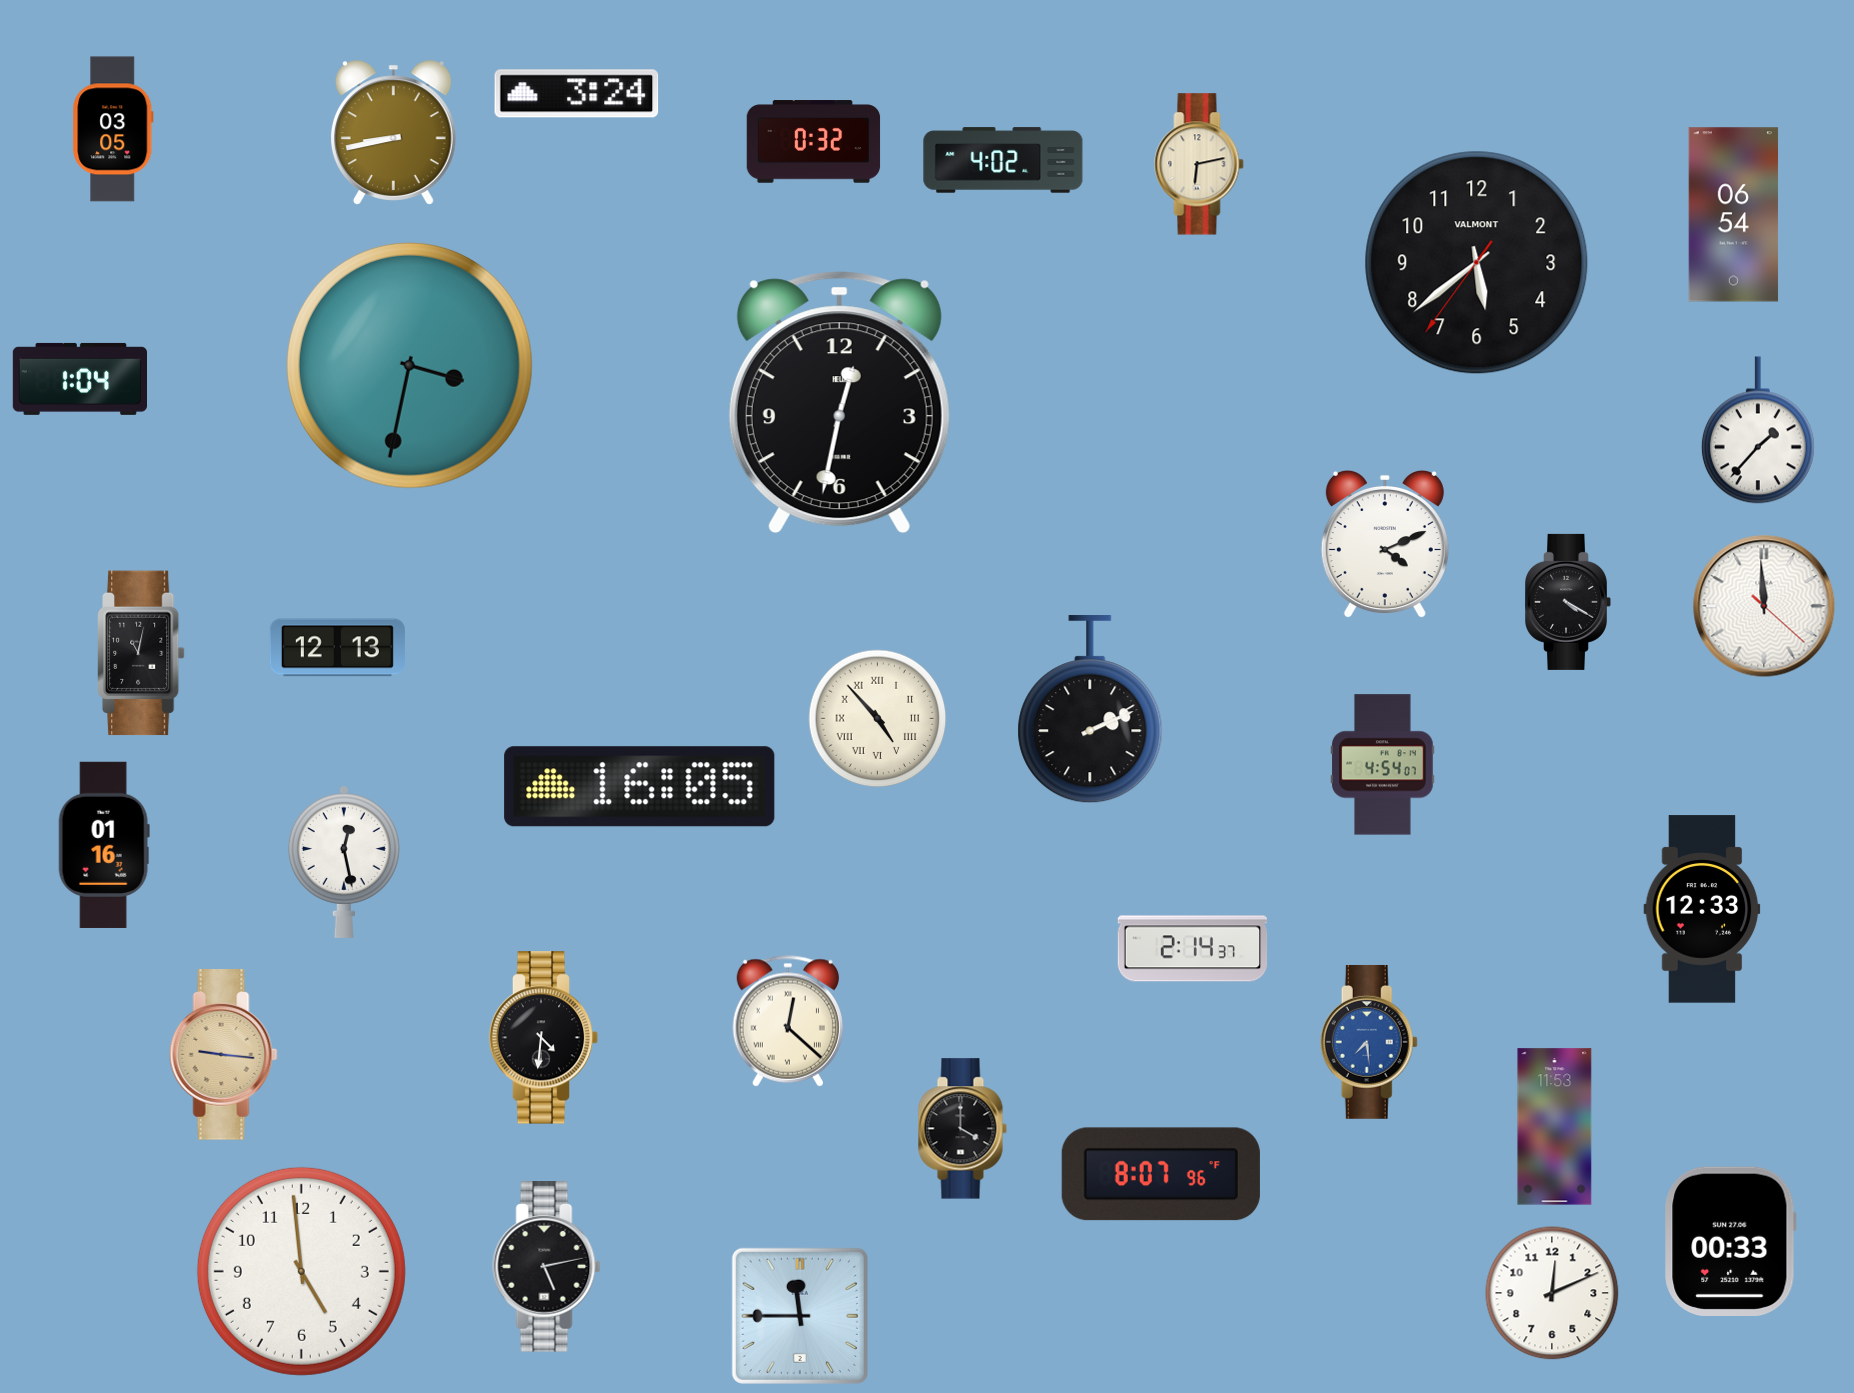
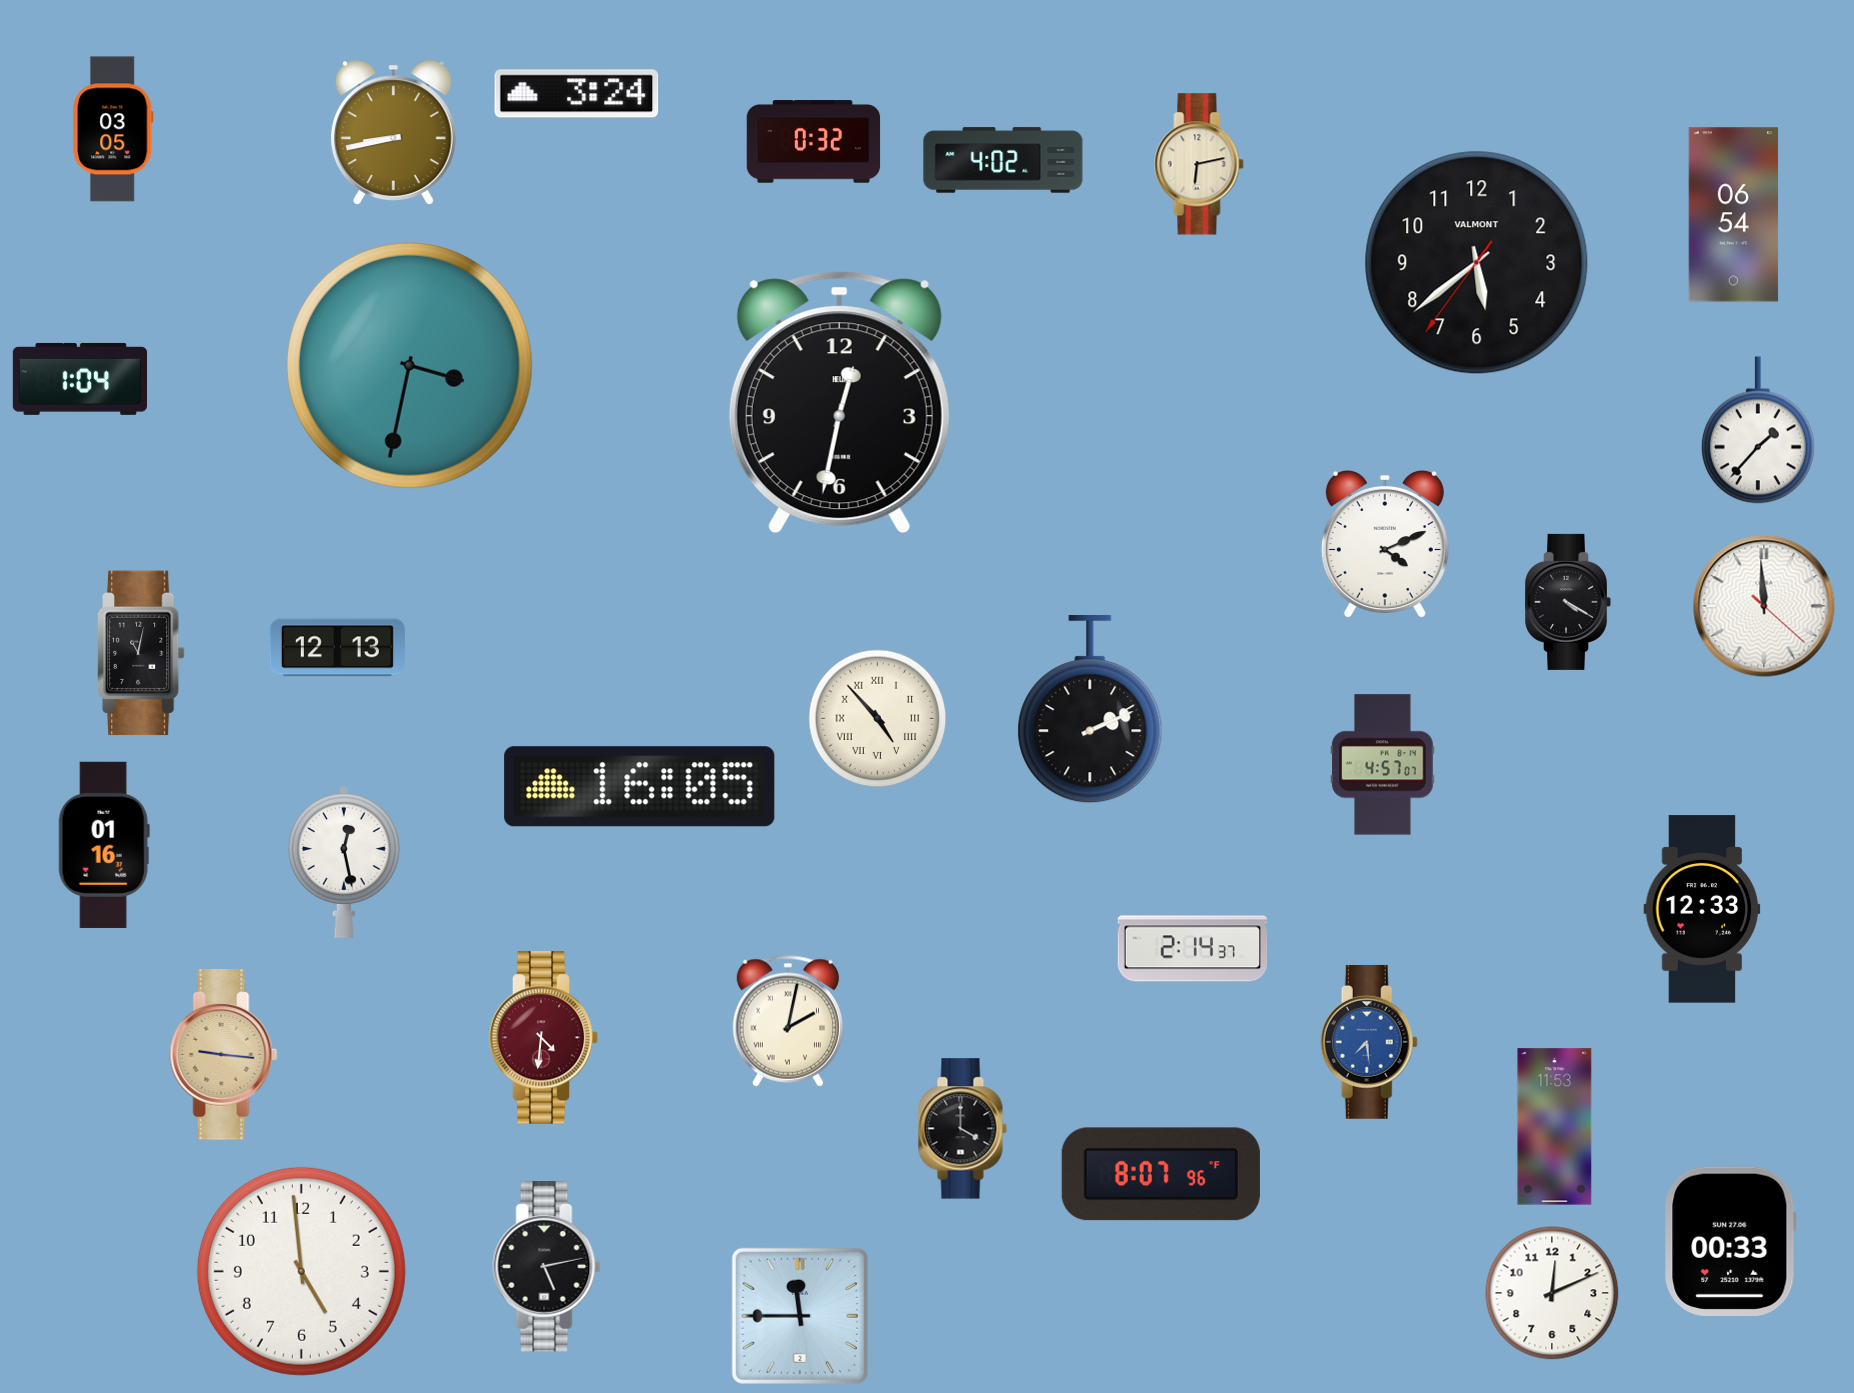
clock at (1383, 765): 4:54 -> 4:57
clock at (788, 1021): 12:22 -> 2:02
clock at (544, 1038) dial: black -> burgundy
